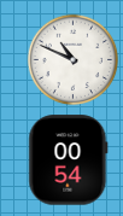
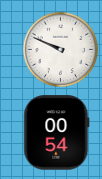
clock at (74, 60): 10:49 -> 9:49
